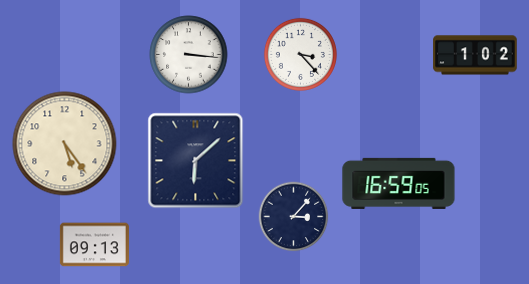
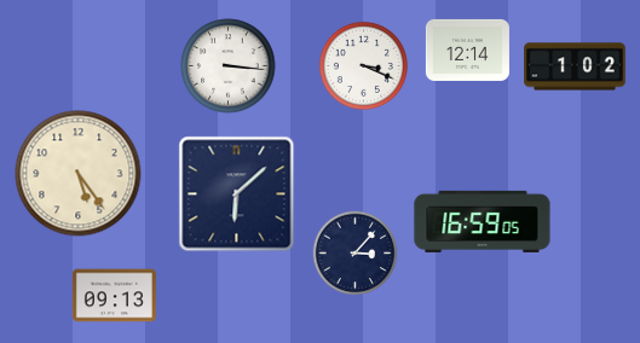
clock at (467, 50): none -> 12:14
clock at (300, 54): 3:23 -> 3:19
clock at (294, 217) position: (294, 217) -> (356, 254)
